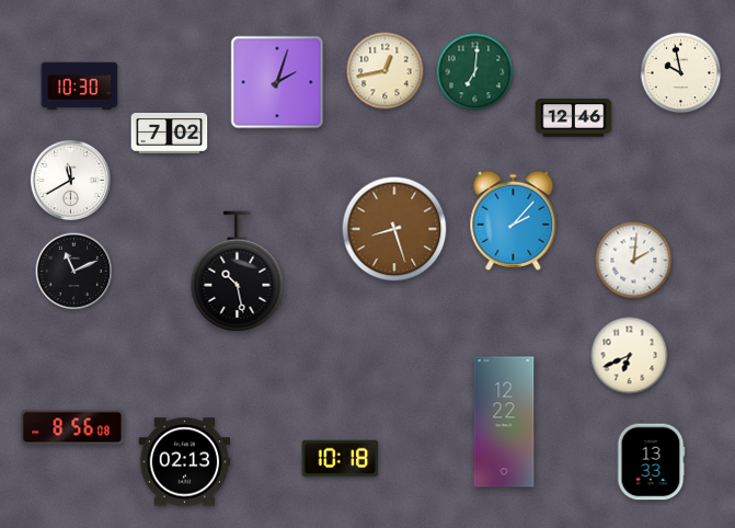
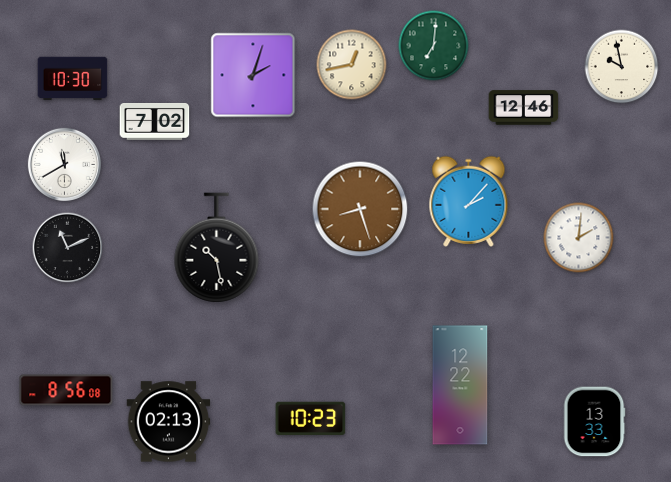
clock at (475, 72) position: (475, 72) -> (434, 46)
clock at (630, 356): 6:41 -> none
clock at (341, 458): 10:18 -> 10:23
